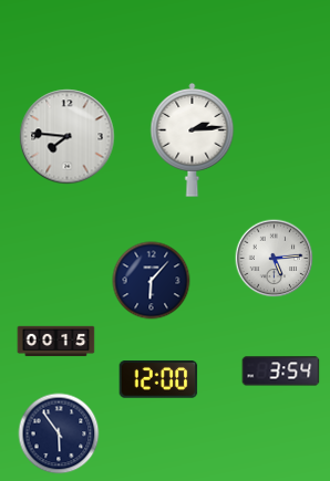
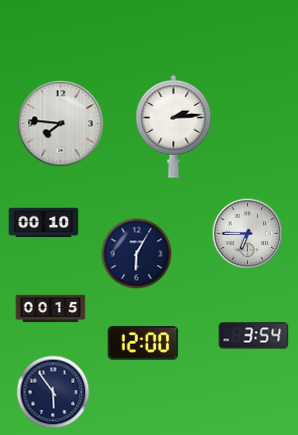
clock at (44, 223): none -> 00:10
clock at (275, 259): 5:14 -> 6:45
clock at (152, 281): 6:07 -> 6:05
